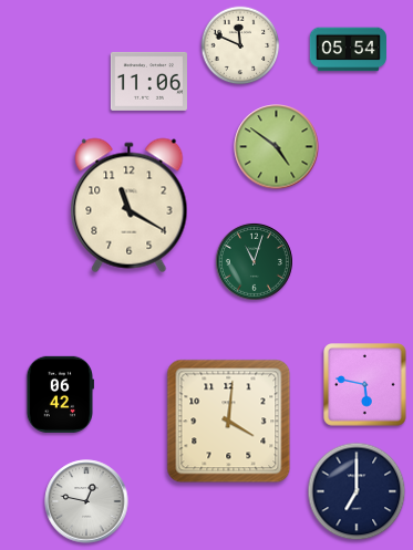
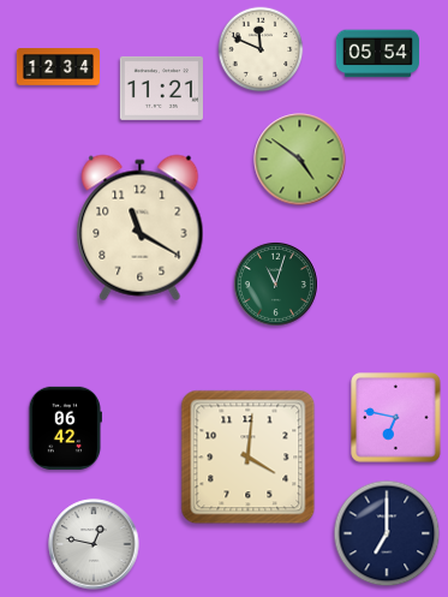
clock at (58, 67): none -> 12:34
clock at (148, 81): 11:06 -> 11:21
clock at (130, 206) position: (130, 206) -> (141, 228)
clock at (365, 385): 5:47 -> 6:47
